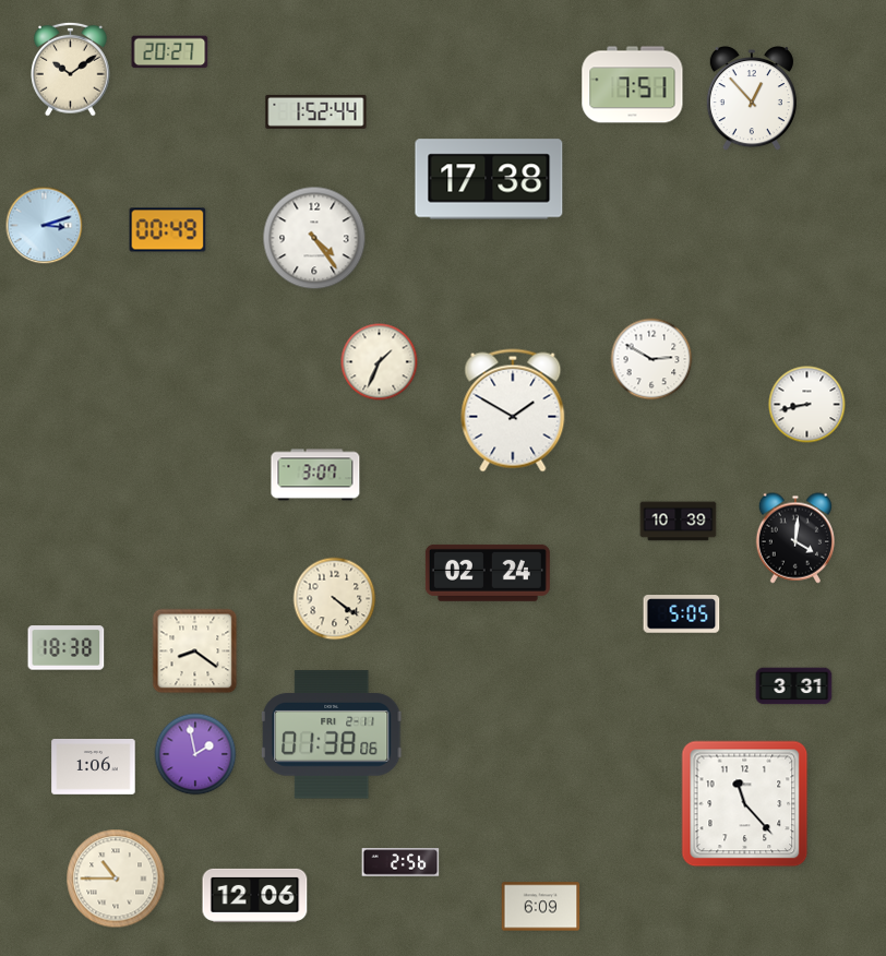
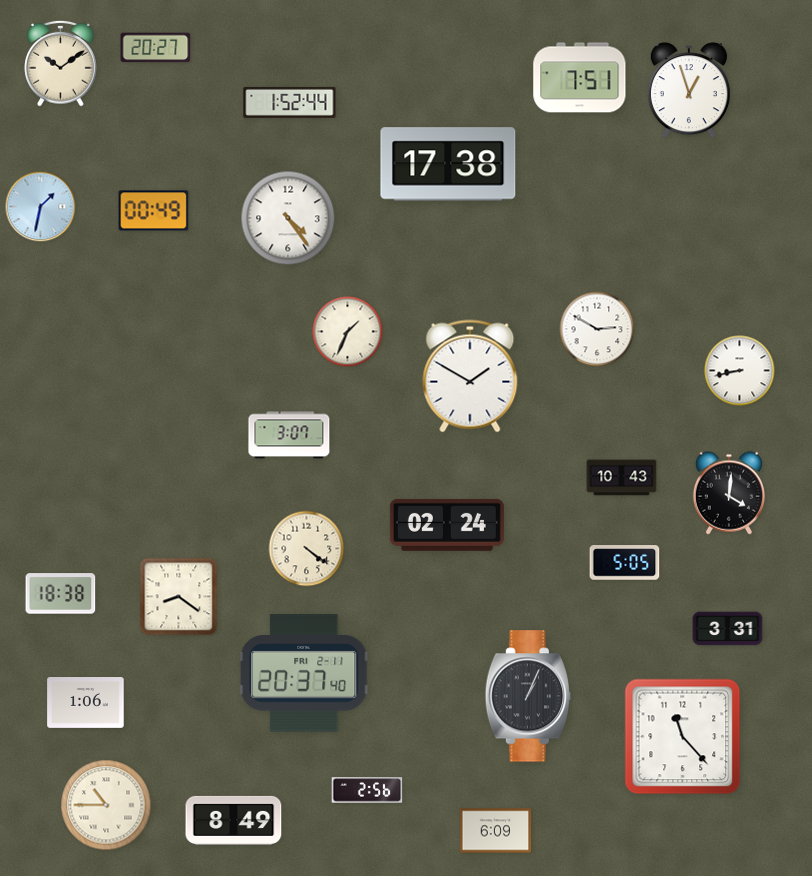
clock at (71, 69) position: (71, 69) -> (61, 63)
clock at (752, 99): 12:53 -> 12:57
clock at (45, 226): 3:12 -> 1:32
clock at (679, 522): 10:39 -> 10:43
clock at (332, 734): 01:38 -> 20:37
clock at (195, 754): 1:58 -> none
clock at (527, 696): none -> 1:04
clock at (255, 895): 12:06 -> 8:49
